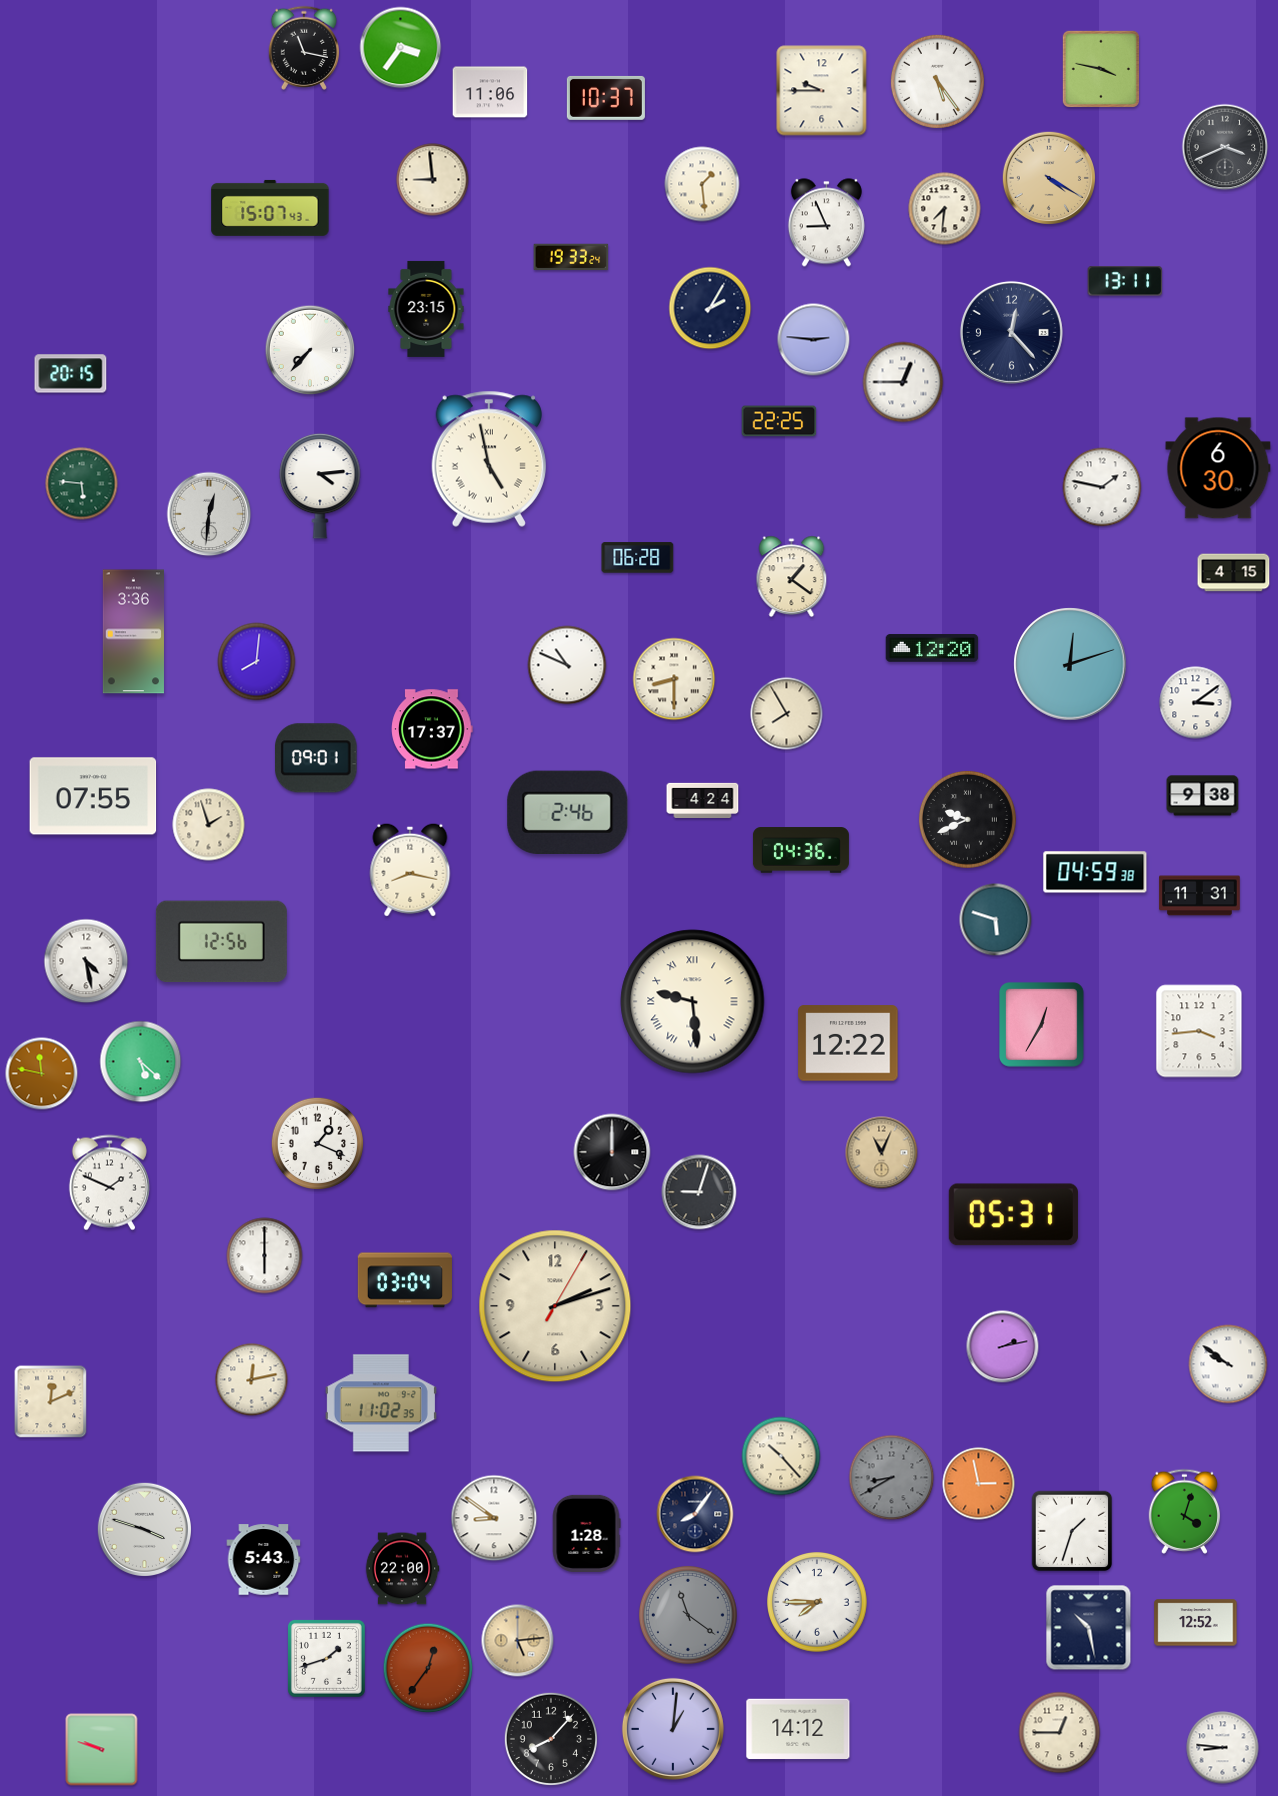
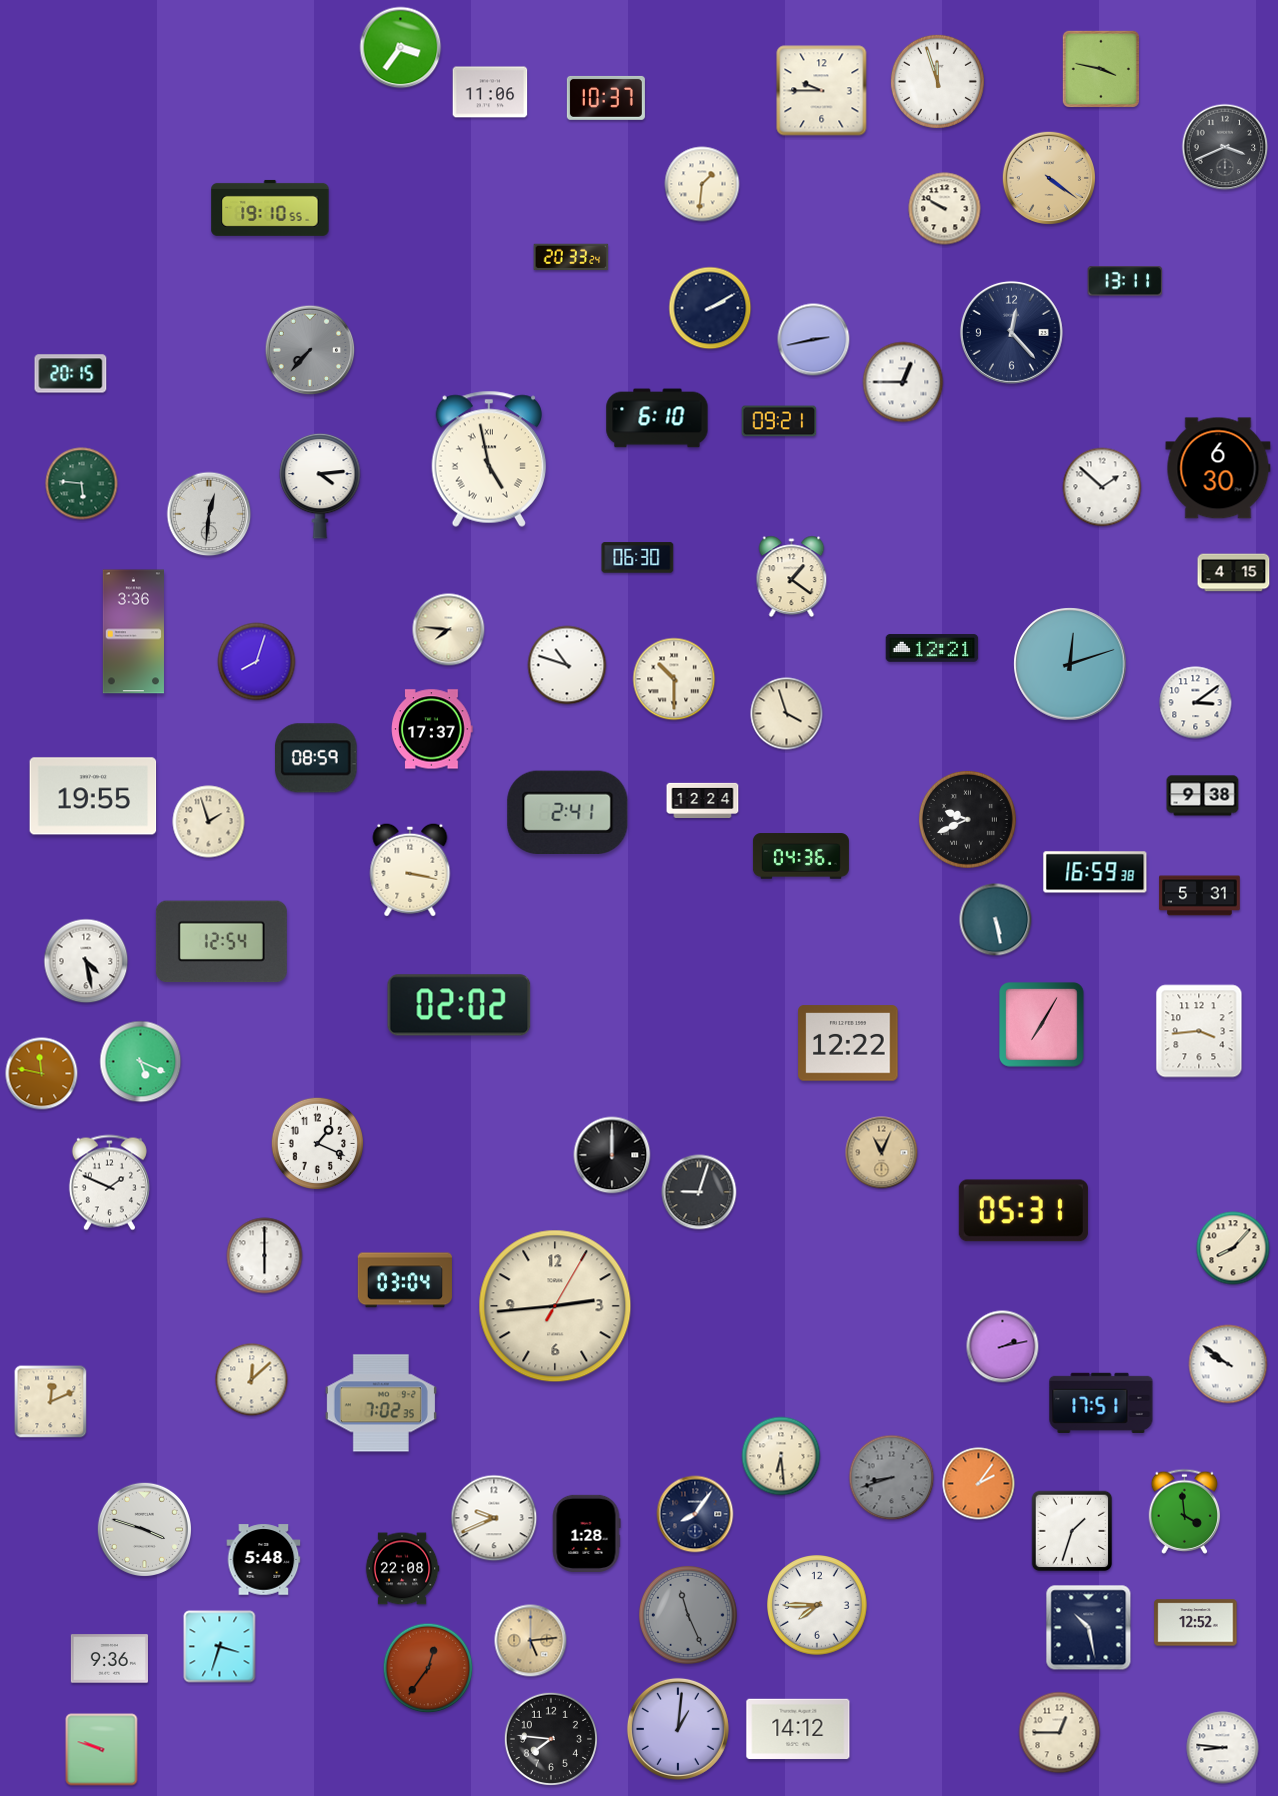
clock at (304, 48): 11:17 -> none
clock at (937, 81): 5:24 -> 11:57
clock at (1048, 177): 4:20 -> 4:21
clock at (433, 180): 8:59 -> none
clock at (702, 184): 1:29 -> 1:31
clock at (270, 208): 15:07 -> 19:10
clock at (945, 209): 7:31 -> 9:50
clock at (826, 223): 8:56 -> none
clock at (571, 257): 19:33 -> 20:33
clock at (710, 308): 2:05 -> 2:10
clock at (426, 309): 23:15 -> none
clock at (814, 340): 2:46 -> 2:43
clock at (310, 350) dial: white -> grey
clock at (657, 418): none -> 6:10
clock at (779, 421): 22:25 -> 09:21
clock at (1102, 487): 1:47 -> 1:52
clock at (638, 558): 06:28 -> 06:30
clock at (449, 630): none -> 7:46
clock at (932, 648): 12:20 -> 12:21
clock at (257, 662): 8:01 -> 8:03
clock at (567, 665): 10:49 -> 10:48
clock at (674, 679): 8:30 -> 10:30
clock at (787, 714): 7:55 -> 3:57
clock at (317, 758): 09:01 -> 08:59
clock at (93, 796): 07:55 -> 19:55
clock at (703, 801): 4:24 -> 12:24
clock at (568, 812): 2:46 -> 2:41
clock at (209, 825) position: (209, 825) -> (209, 822)
clock at (801, 850) position: (801, 850) -> (801, 856)
clock at (410, 870): 8:17 -> 3:17
clock at (1095, 872): 04:59 -> 16:59
clock at (1200, 896): 11:31 -> 5:31
clock at (996, 920): 5:48 -> 5:28
clock at (221, 942): 12:56 -> 12:54
clock at (693, 1002): 9:29 -> none
clock at (459, 1005): none -> 02:02
clock at (1042, 1025): 12:35 -> 7:05
clock at (141, 1062): 5:22 -> 5:19
clock at (612, 1152) position: (612, 1152) -> (612, 1155)
clock at (1013, 1215) position: (1013, 1215) -> (1023, 1211)
clock at (1233, 1248): none -> 8:07
clock at (555, 1306): 2:12 -> 2:44
clock at (252, 1380): 12:13 -> 12:08
clock at (381, 1403): 11:02 -> 7:02
clock at (1101, 1403): none -> 17:51
clock at (781, 1456): 10:23 -> 6:29
clock at (892, 1478): 8:40 -> 8:42
clock at (979, 1484): 2:58 -> 2:06
clock at (1185, 1511): 4:03 -> 3:59
clock at (494, 1518): 8:51 -> 9:41
clock at (264, 1560): 5:43 -> 5:48
clock at (402, 1569): 22:00 -> 22:08
clock at (818, 1603) position: (818, 1603) -> (818, 1606)
clock at (688, 1615): 11:21 -> 11:26
clock at (518, 1641) position: (518, 1641) -> (531, 1641)
clock at (220, 1647): none -> 3:33
clock at (326, 1658): 1:42 -> none
clock at (109, 1659): none -> 9:36
clock at (673, 1729) position: (673, 1729) -> (678, 1729)
clock at (551, 1739): 8:07 -> 7:46
